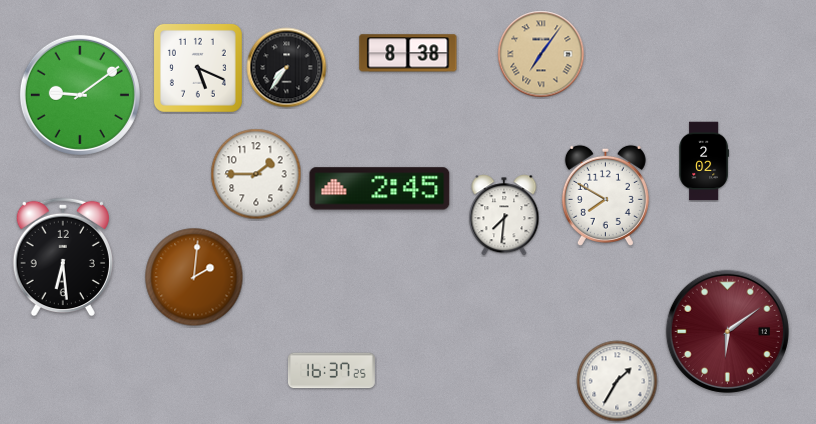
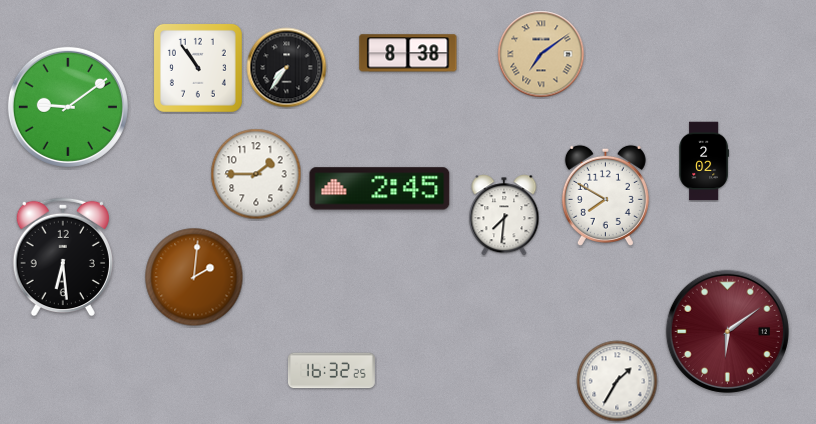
clock at (541, 54): 7:06 -> 7:09
clock at (198, 68): 5:19 -> 10:54
clock at (80, 95) position: (80, 95) -> (68, 107)
clock at (331, 371): 16:37 -> 16:32
